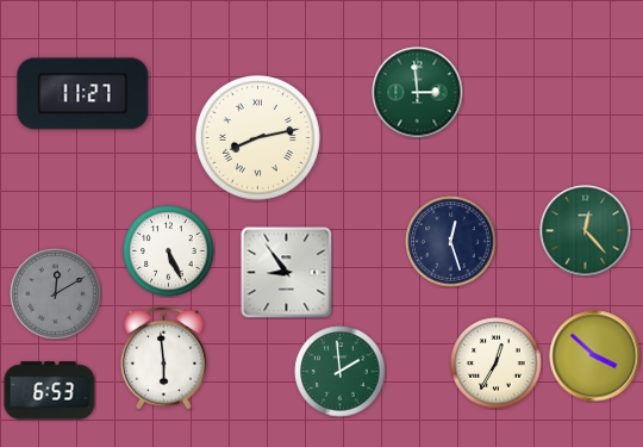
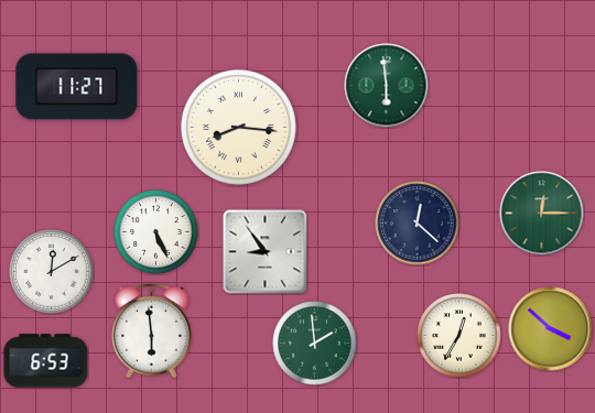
clock at (418, 93): 2:59 -> 5:59
clock at (257, 137): 8:13 -> 8:16
clock at (586, 231): 12:23 -> 12:15
clock at (451, 242): 12:27 -> 12:22
clock at (56, 294) dial: grey -> white
